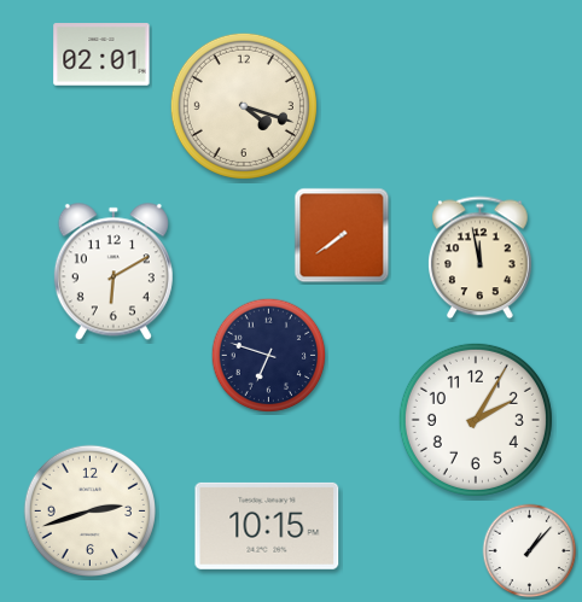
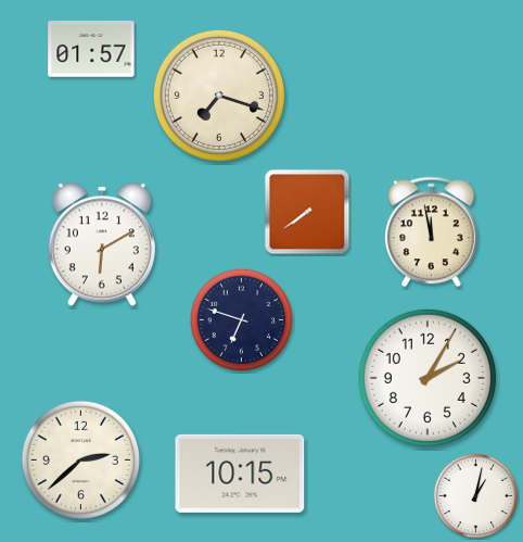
clock at (101, 54): 02:01 -> 01:57
clock at (244, 106): 4:18 -> 7:18
clock at (89, 510): 2:42 -> 2:38
clock at (530, 551): 1:07 -> 1:02
